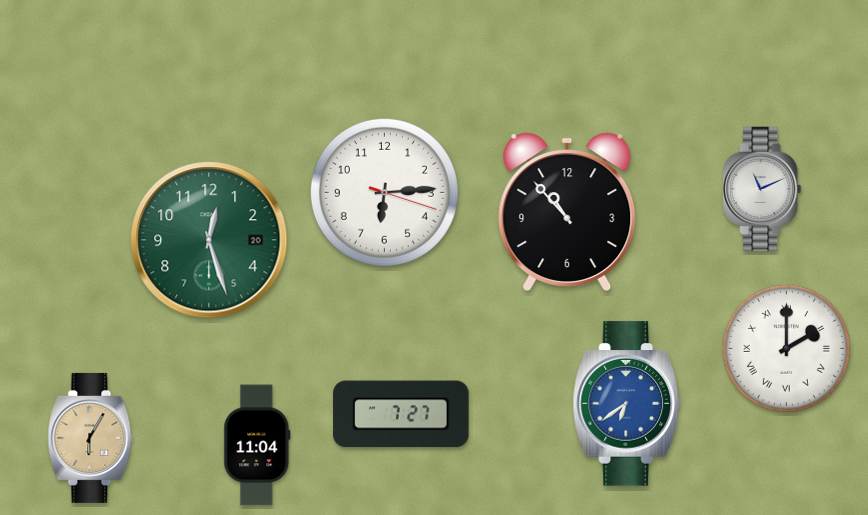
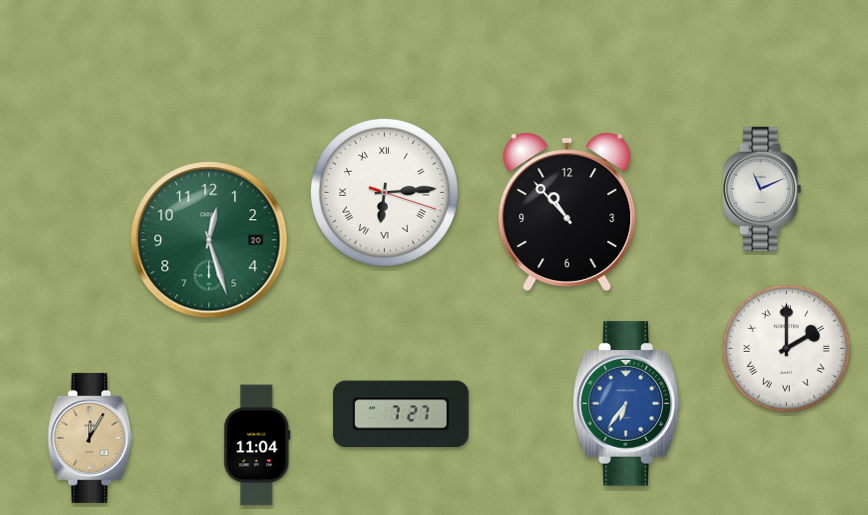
clock at (384, 192) numerals: Arabic -> Roman
clock at (627, 404): 6:39 -> 6:36
clock at (90, 438): 6:05 -> 12:05
